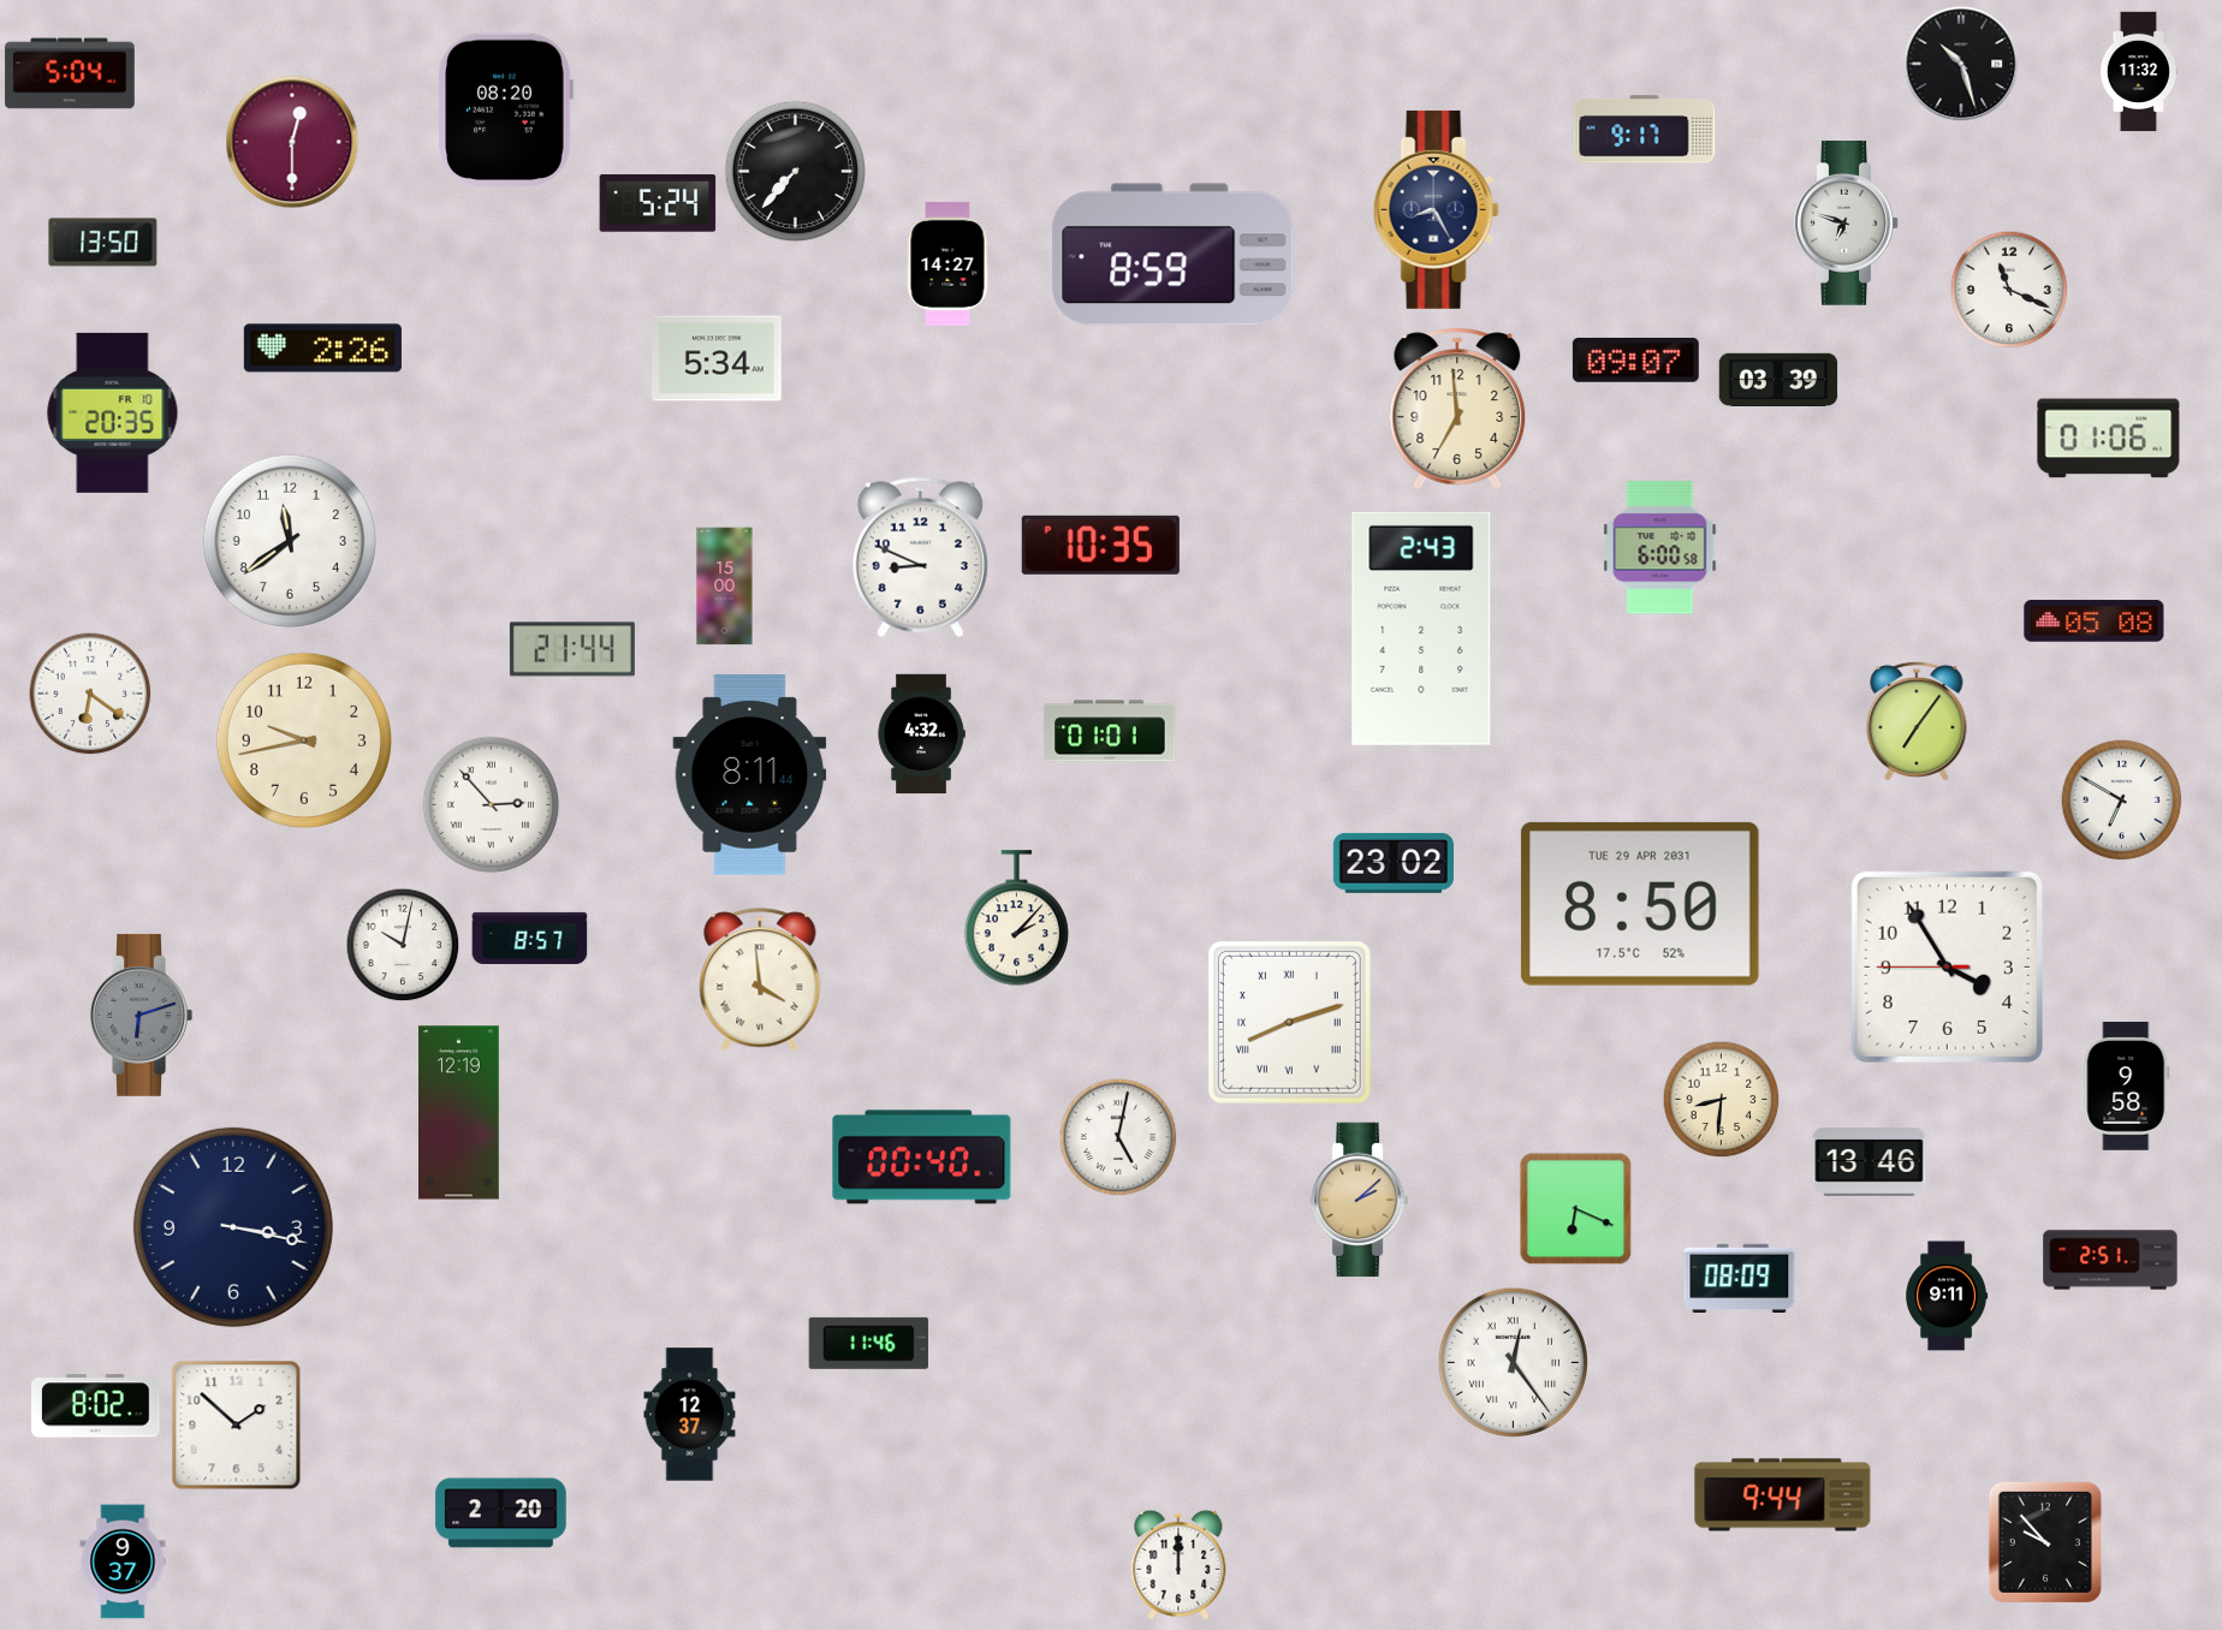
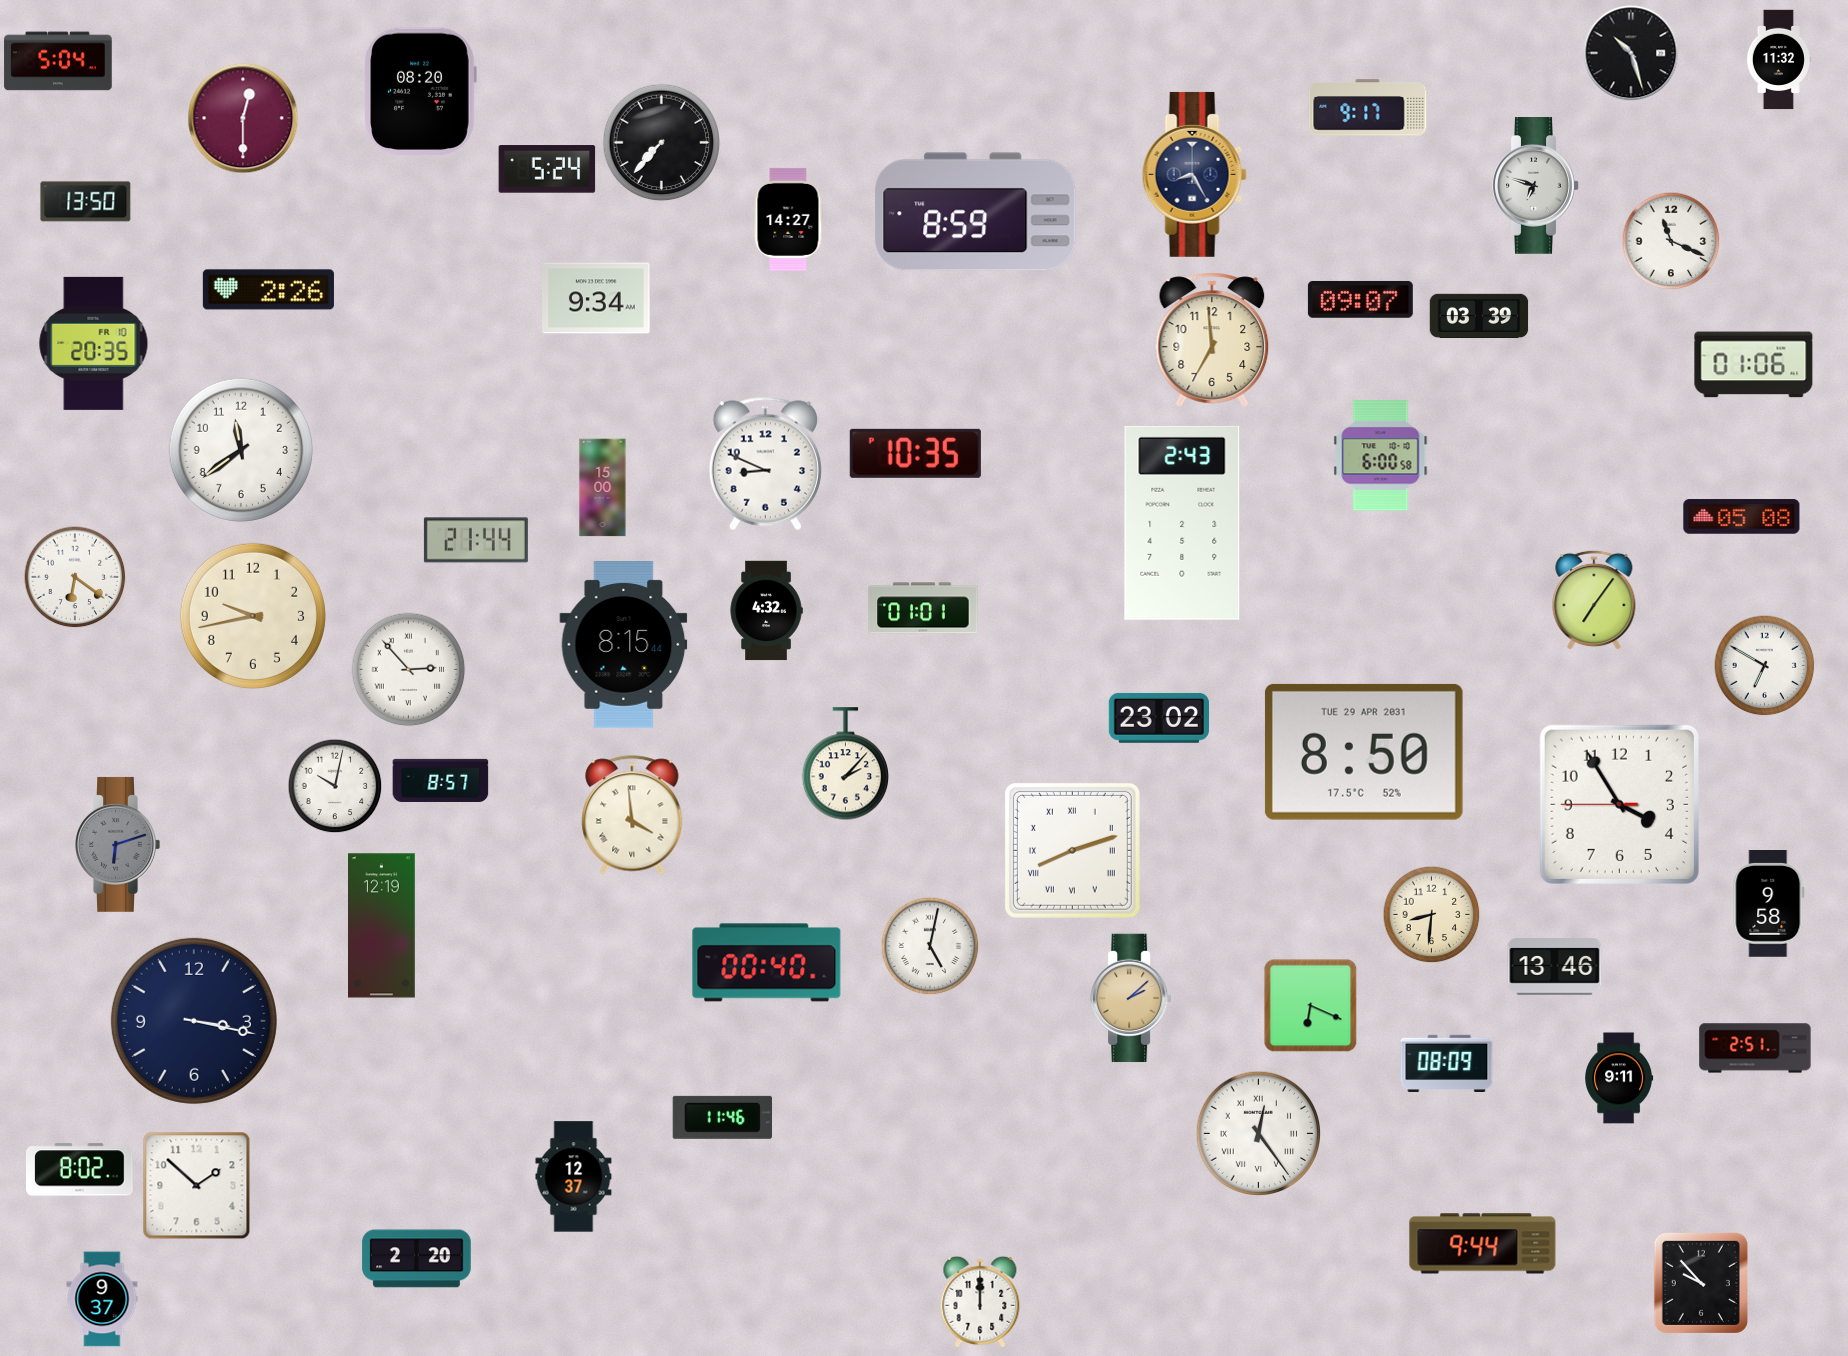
clock at (717, 358): 5:34 -> 9:34
clock at (750, 775): 8:11 -> 8:15
